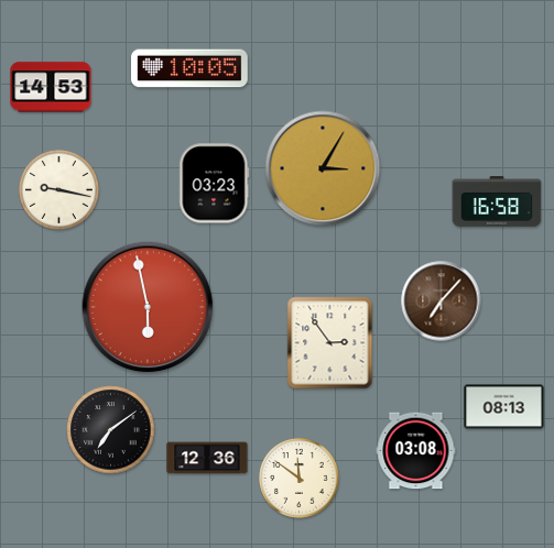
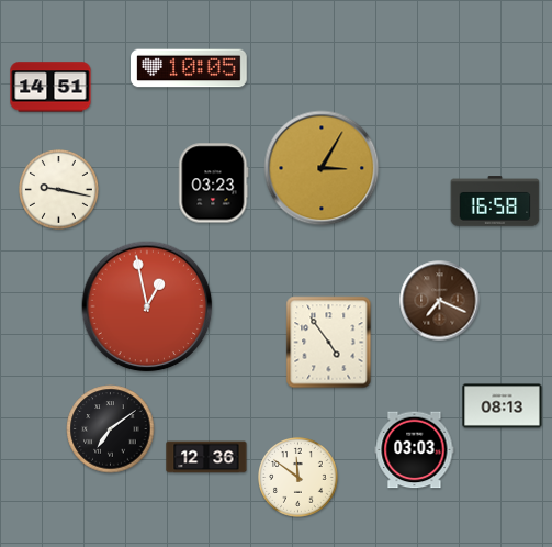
clock at (51, 87): 14:53 -> 14:51
clock at (442, 302): 7:07 -> 7:19
clock at (148, 307): 5:58 -> 12:58
clock at (330, 343): 2:54 -> 4:54
clock at (416, 451): 03:08 -> 03:03
